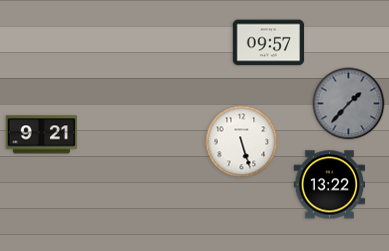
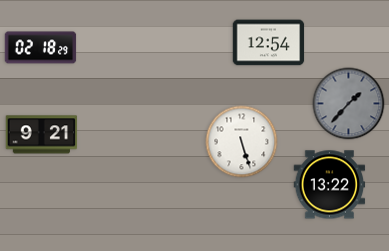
clock at (269, 43): 09:57 -> 12:54
clock at (41, 48): none -> 02:18
